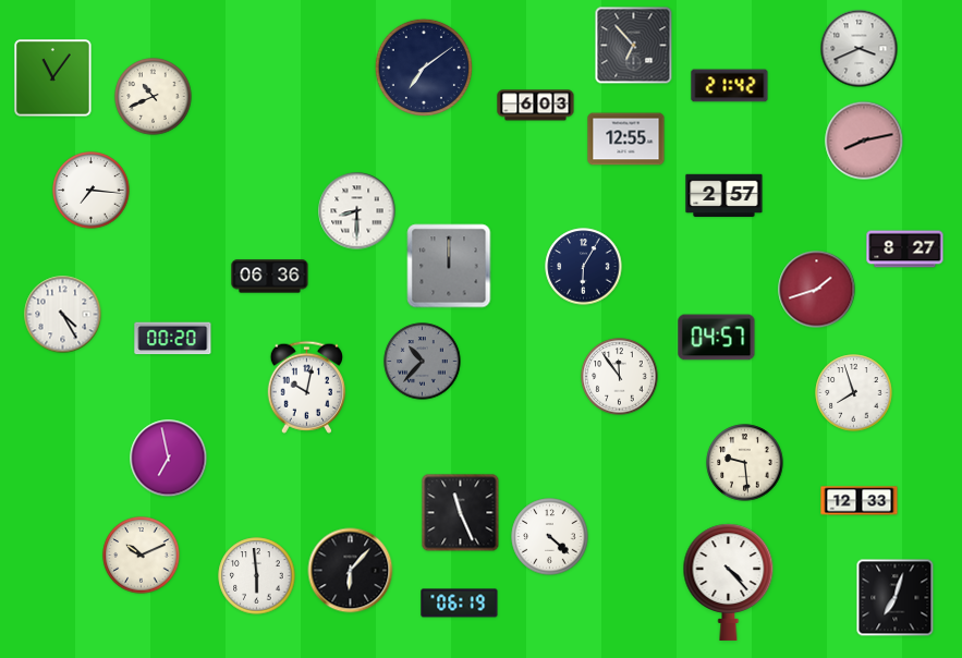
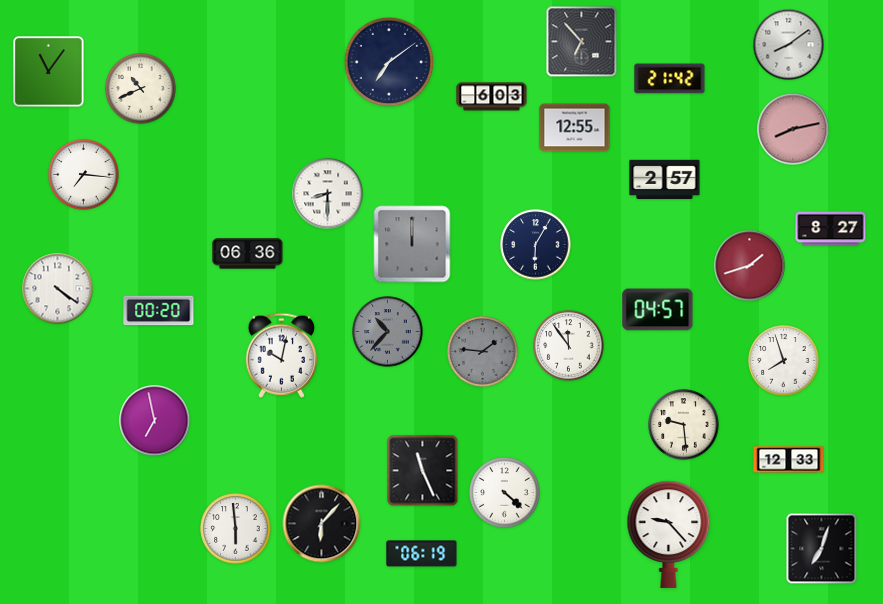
clock at (860, 49): 3:41 -> 8:09
clock at (63, 315): 4:25 -> 4:21
clock at (483, 352): none -> 1:46
clock at (142, 556): 10:11 -> none
clock at (729, 582): 4:23 -> 9:23
